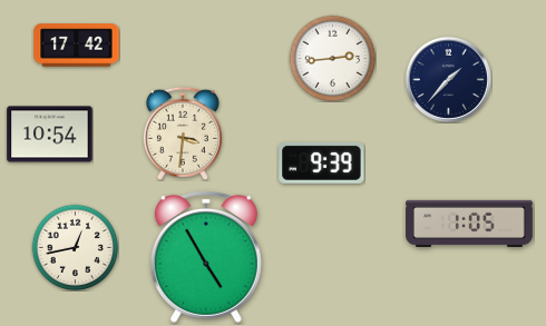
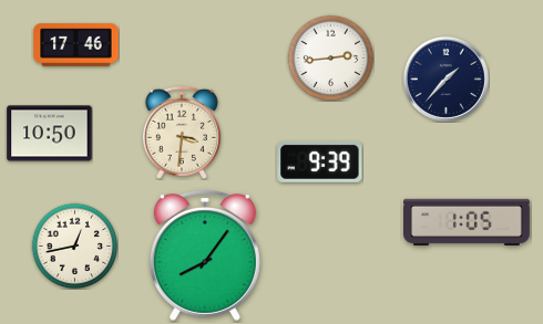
clock at (77, 46): 17:42 -> 17:46
clock at (50, 135): 10:54 -> 10:50
clock at (206, 257): 4:55 -> 8:06
